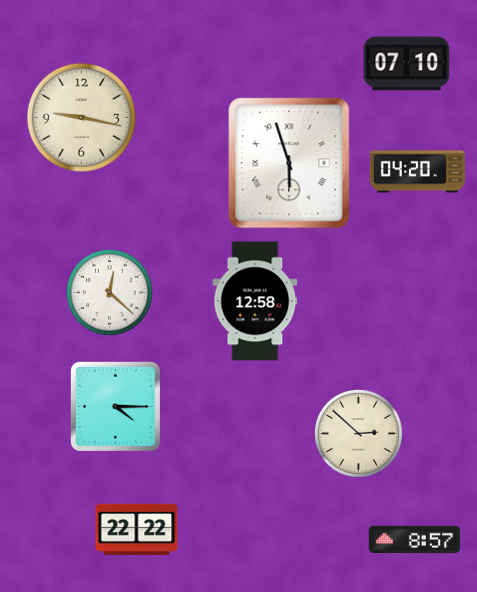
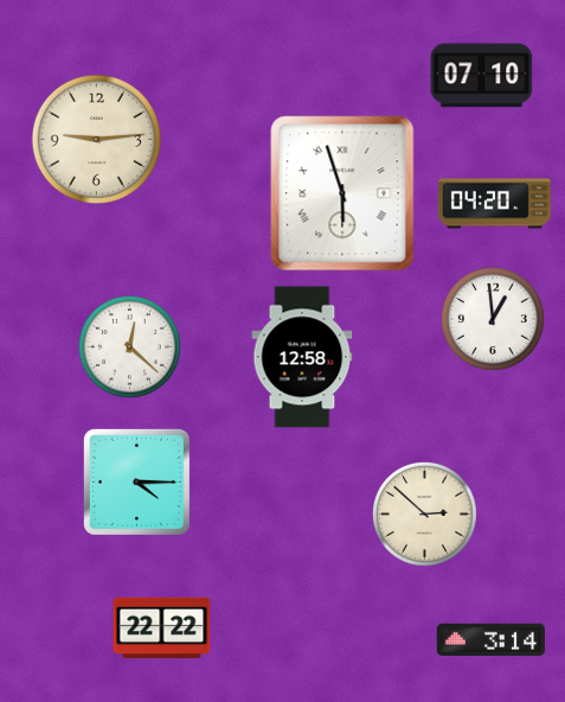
clock at (81, 117): 9:17 -> 9:14
clock at (493, 319): none -> 12:59
clock at (415, 540): 8:57 -> 3:14
